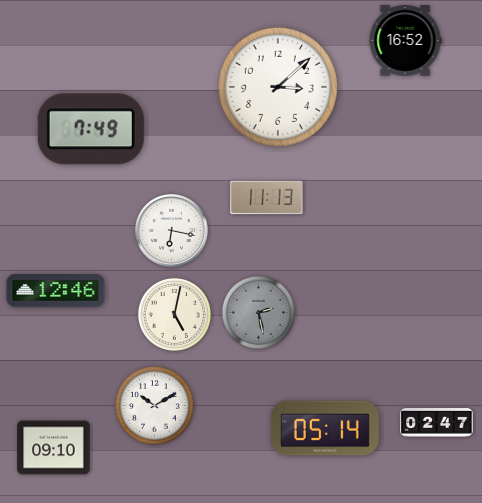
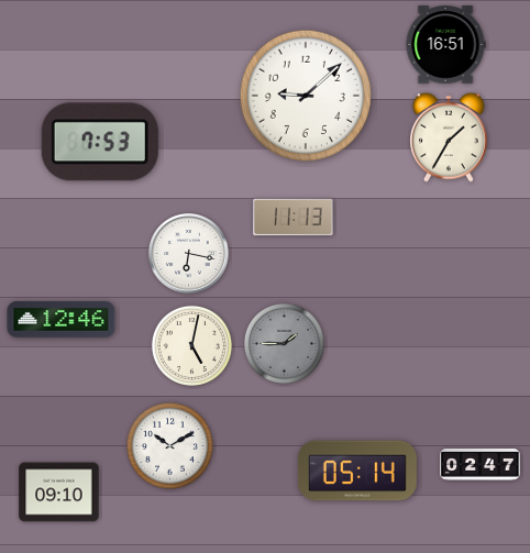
clock at (405, 41): 16:52 -> 16:51
clock at (278, 87): 3:08 -> 9:08
clock at (449, 137): none -> 1:35
clock at (91, 129): 7:49 -> 7:53
clock at (258, 312): 2:28 -> 1:45
